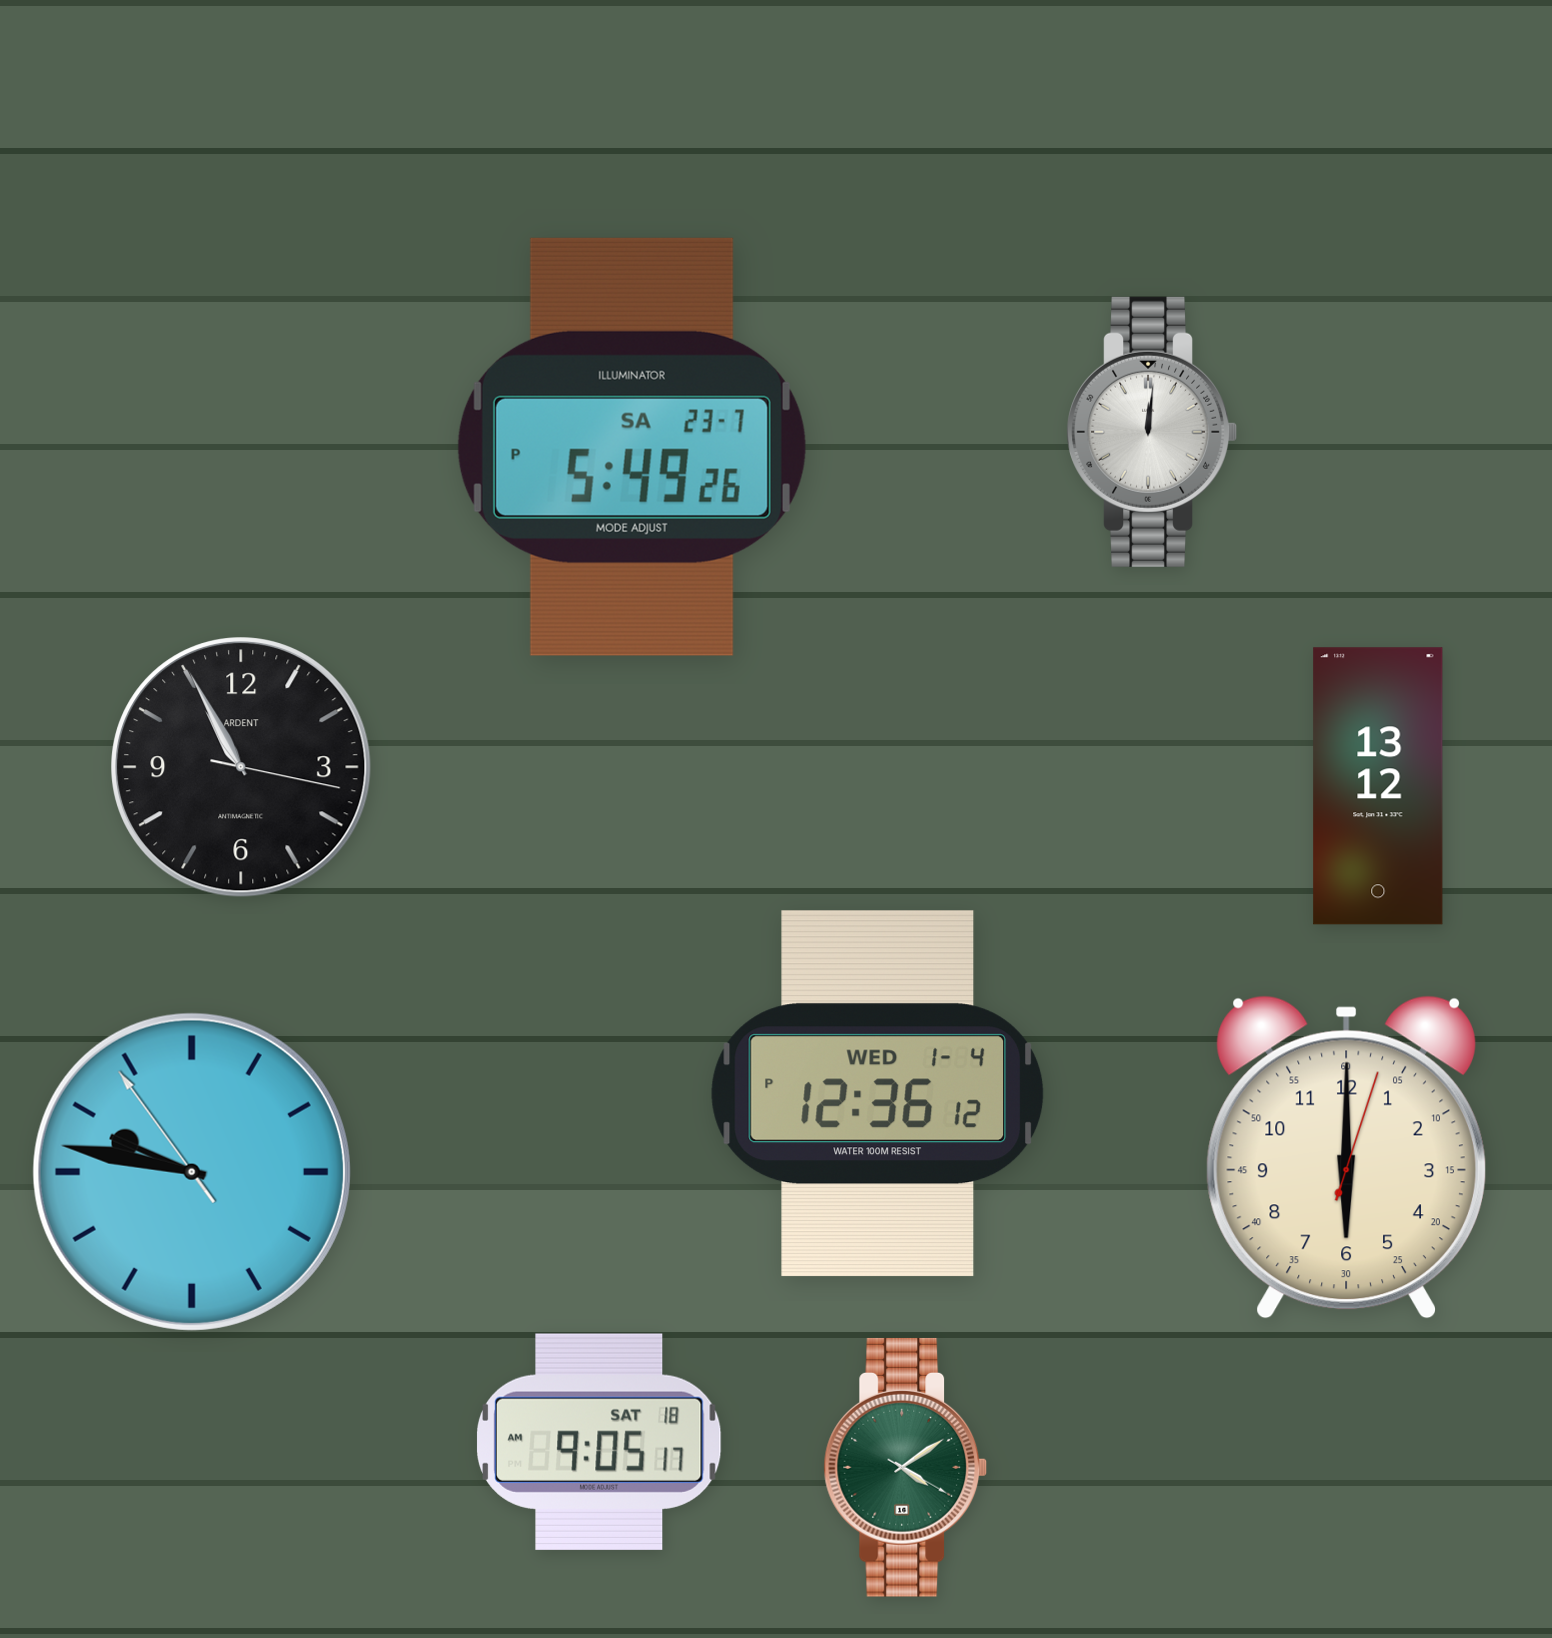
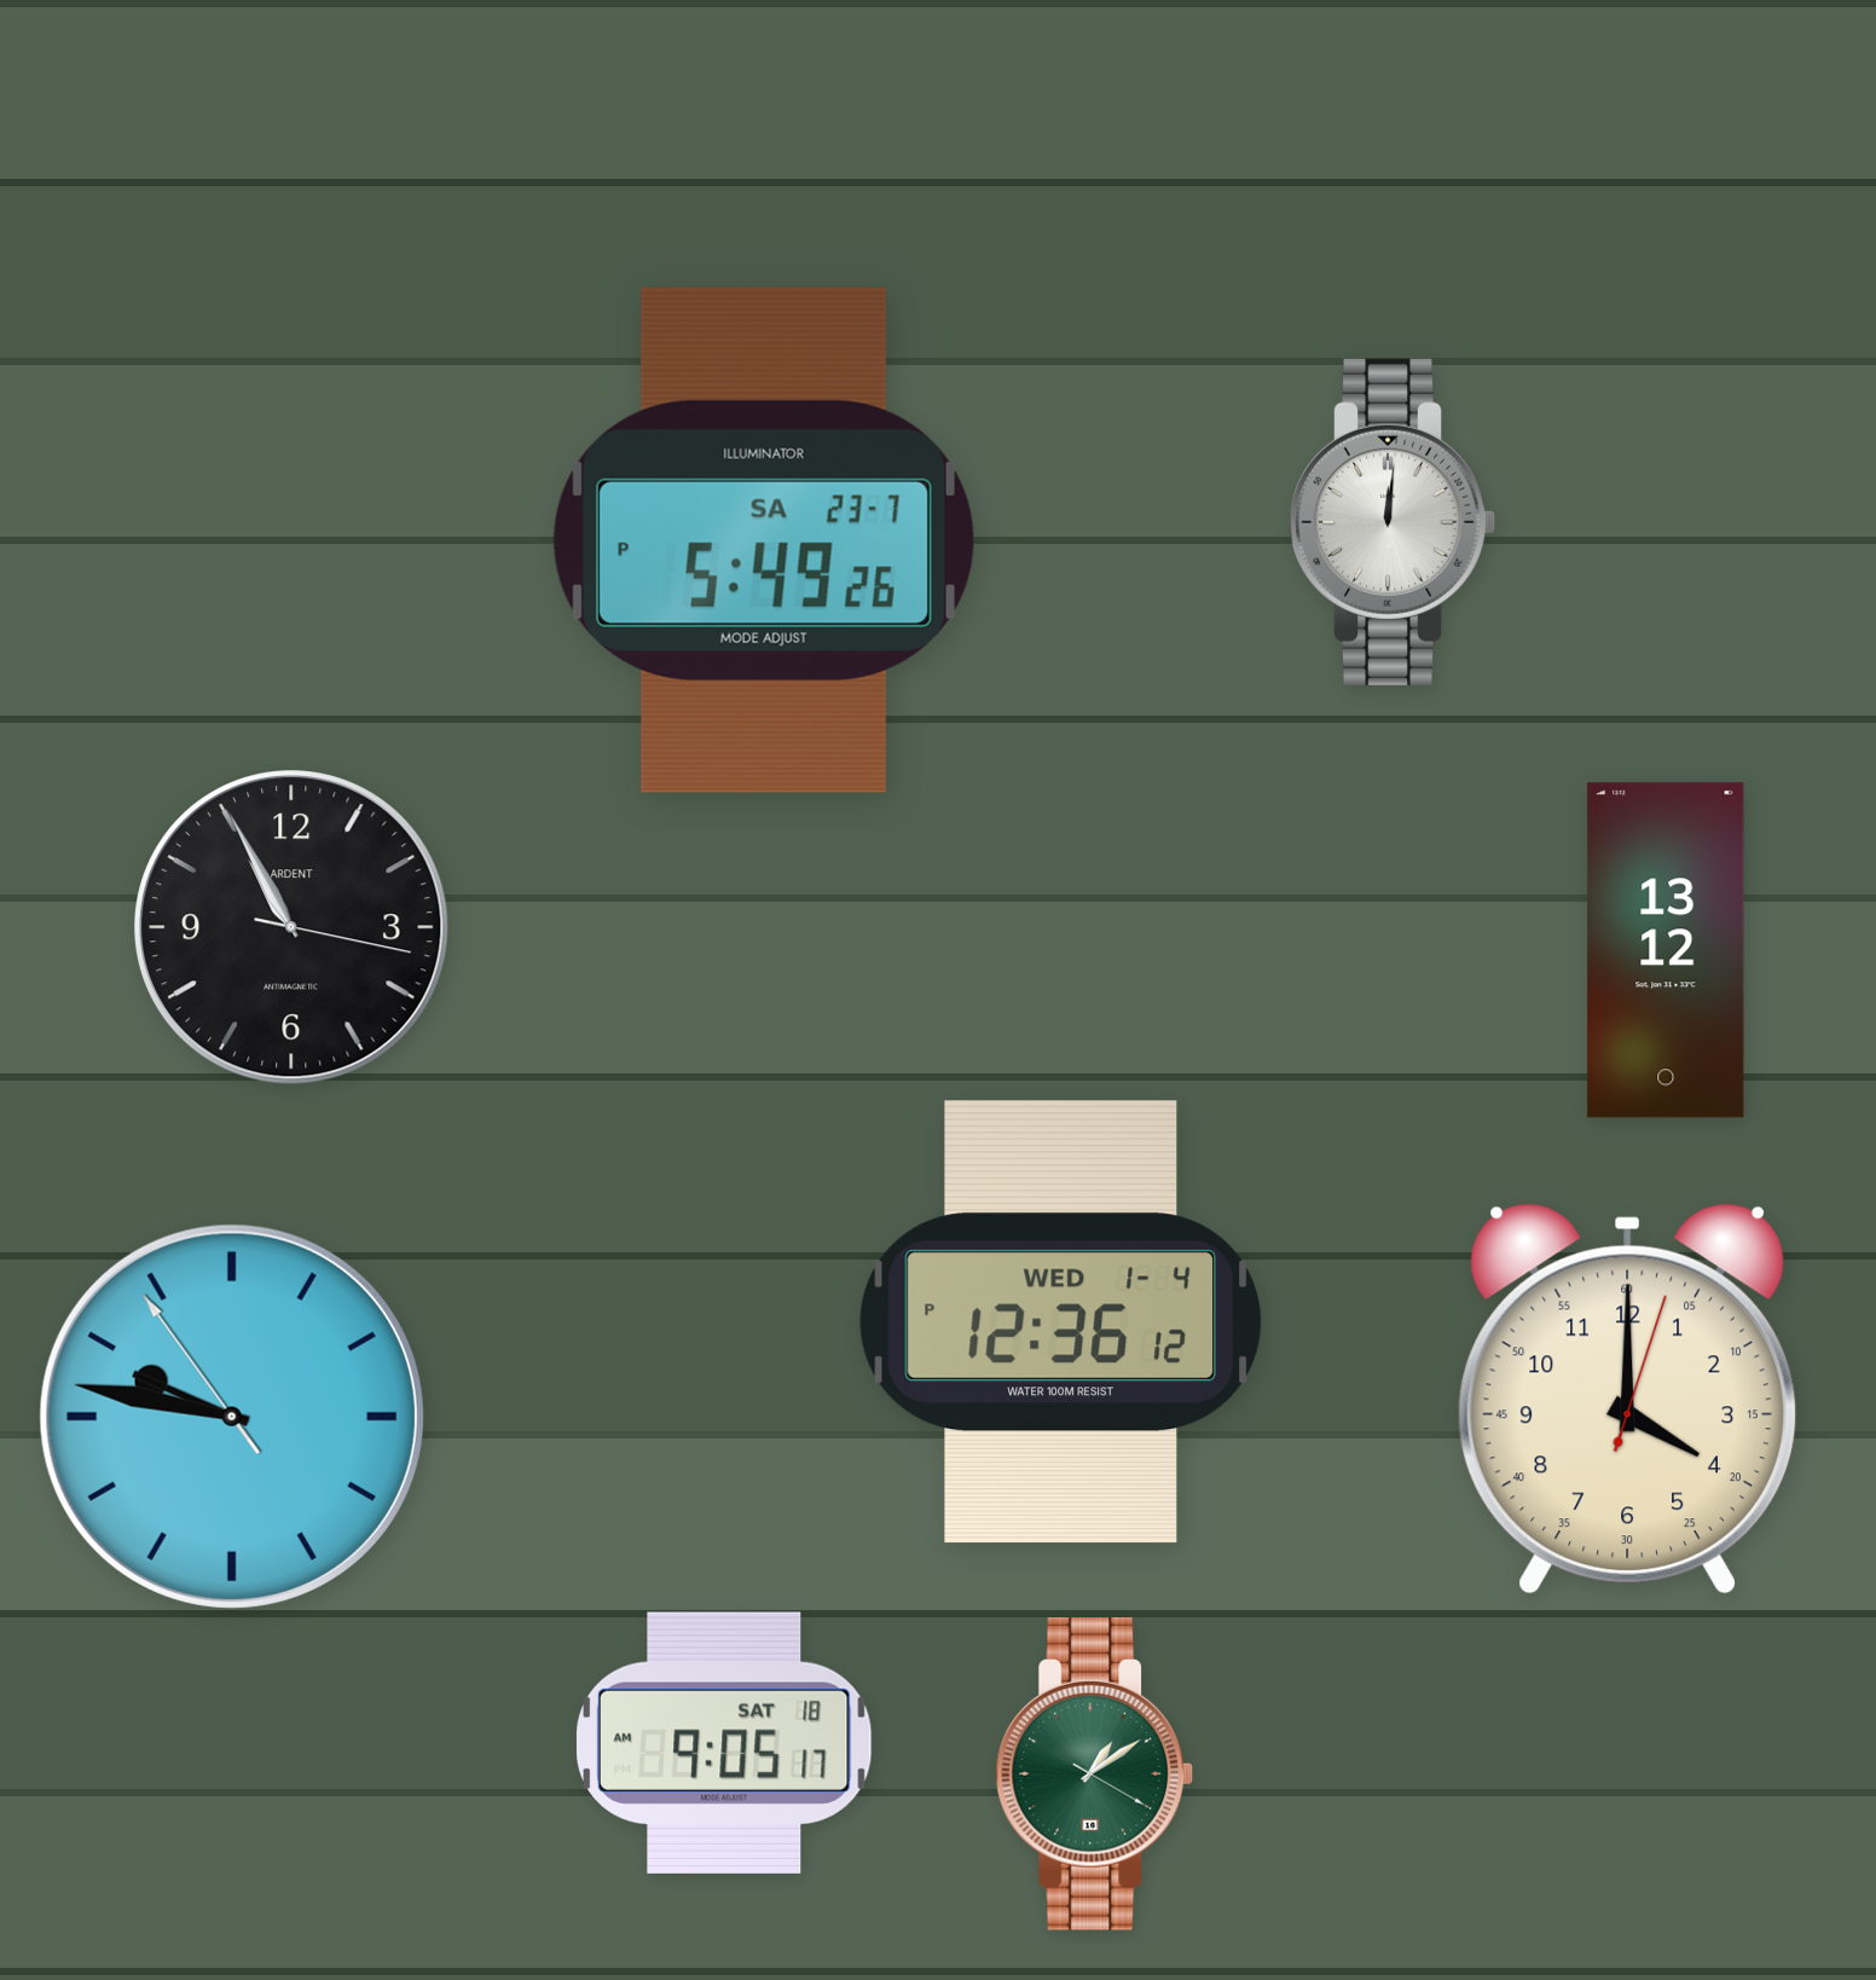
clock at (1346, 1157): 6:00 -> 4:00
clock at (906, 1467): 4:09 -> 1:09
